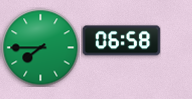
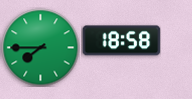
clock at (121, 41): 06:58 -> 18:58
